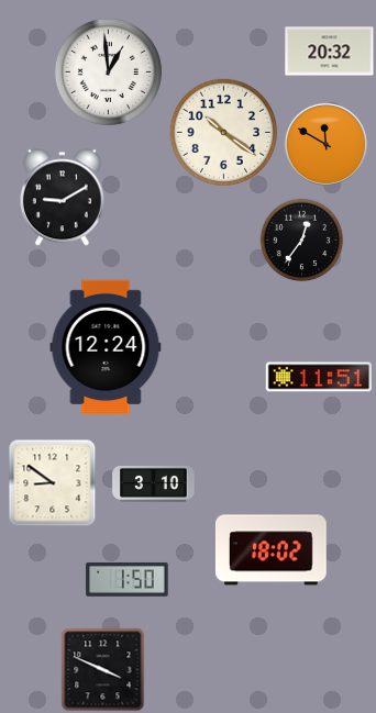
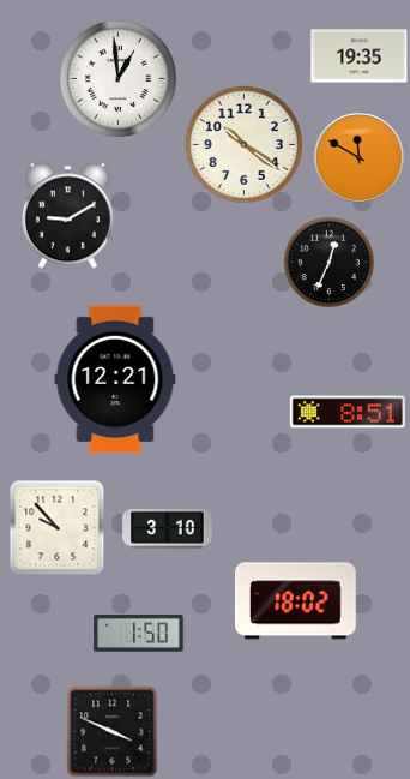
clock at (330, 52): 20:32 -> 19:35
clock at (325, 144) position: (325, 144) -> (358, 157)
clock at (302, 241): 12:36 -> 12:34
clock at (106, 347): 12:24 -> 12:21
clock at (319, 377): 11:51 -> 8:51
clock at (53, 483): 8:51 -> 9:53
